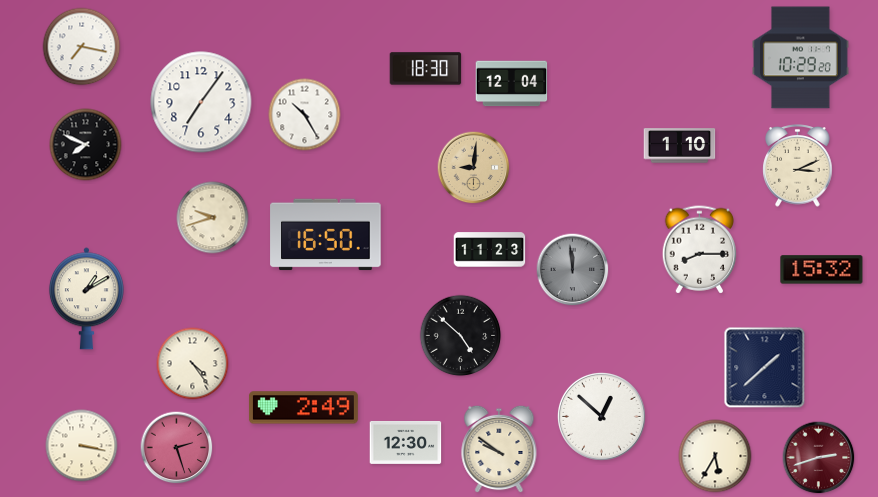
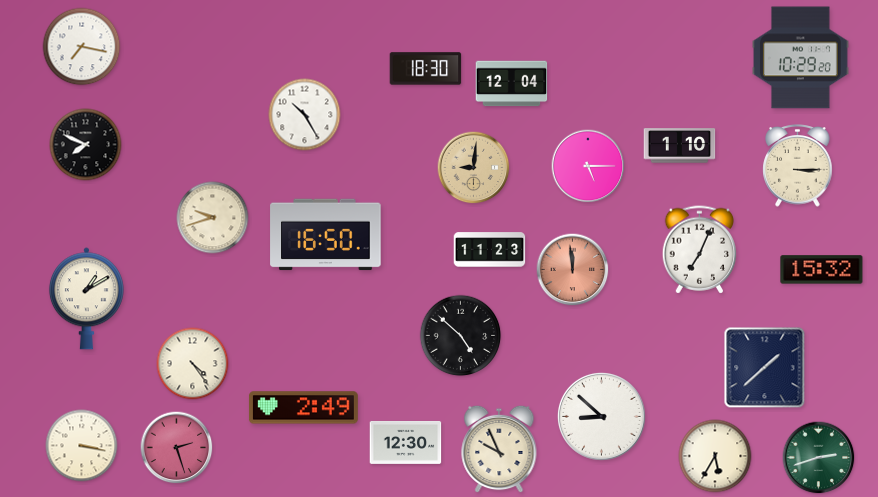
clock at (201, 102): 7:06 -> none
clock at (588, 166): none -> 5:15
clock at (798, 166): 3:11 -> 3:15
clock at (700, 250): 8:15 -> 7:04
clock at (573, 270) dial: grey -> salmon
clock at (601, 416): 12:52 -> 8:52
clock at (499, 449): 9:51 -> 9:56
clock at (819, 458) dial: burgundy -> green
